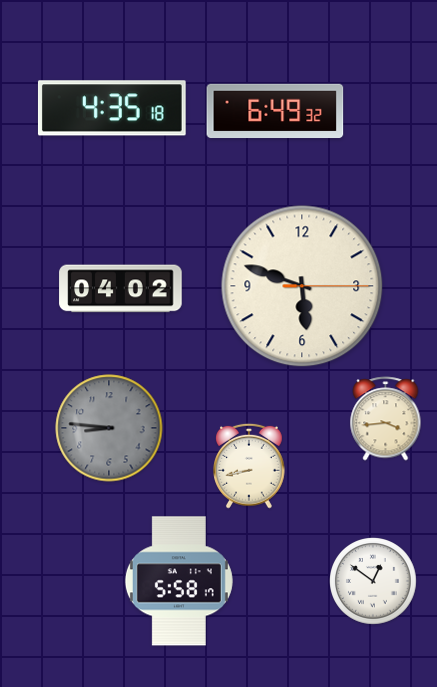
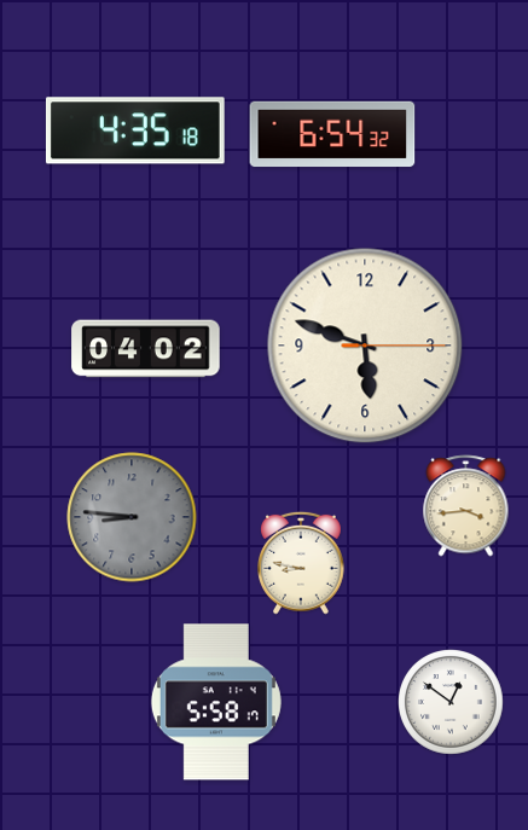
clock at (275, 111): 6:49 -> 6:54
clock at (250, 466): 8:43 -> 8:47
